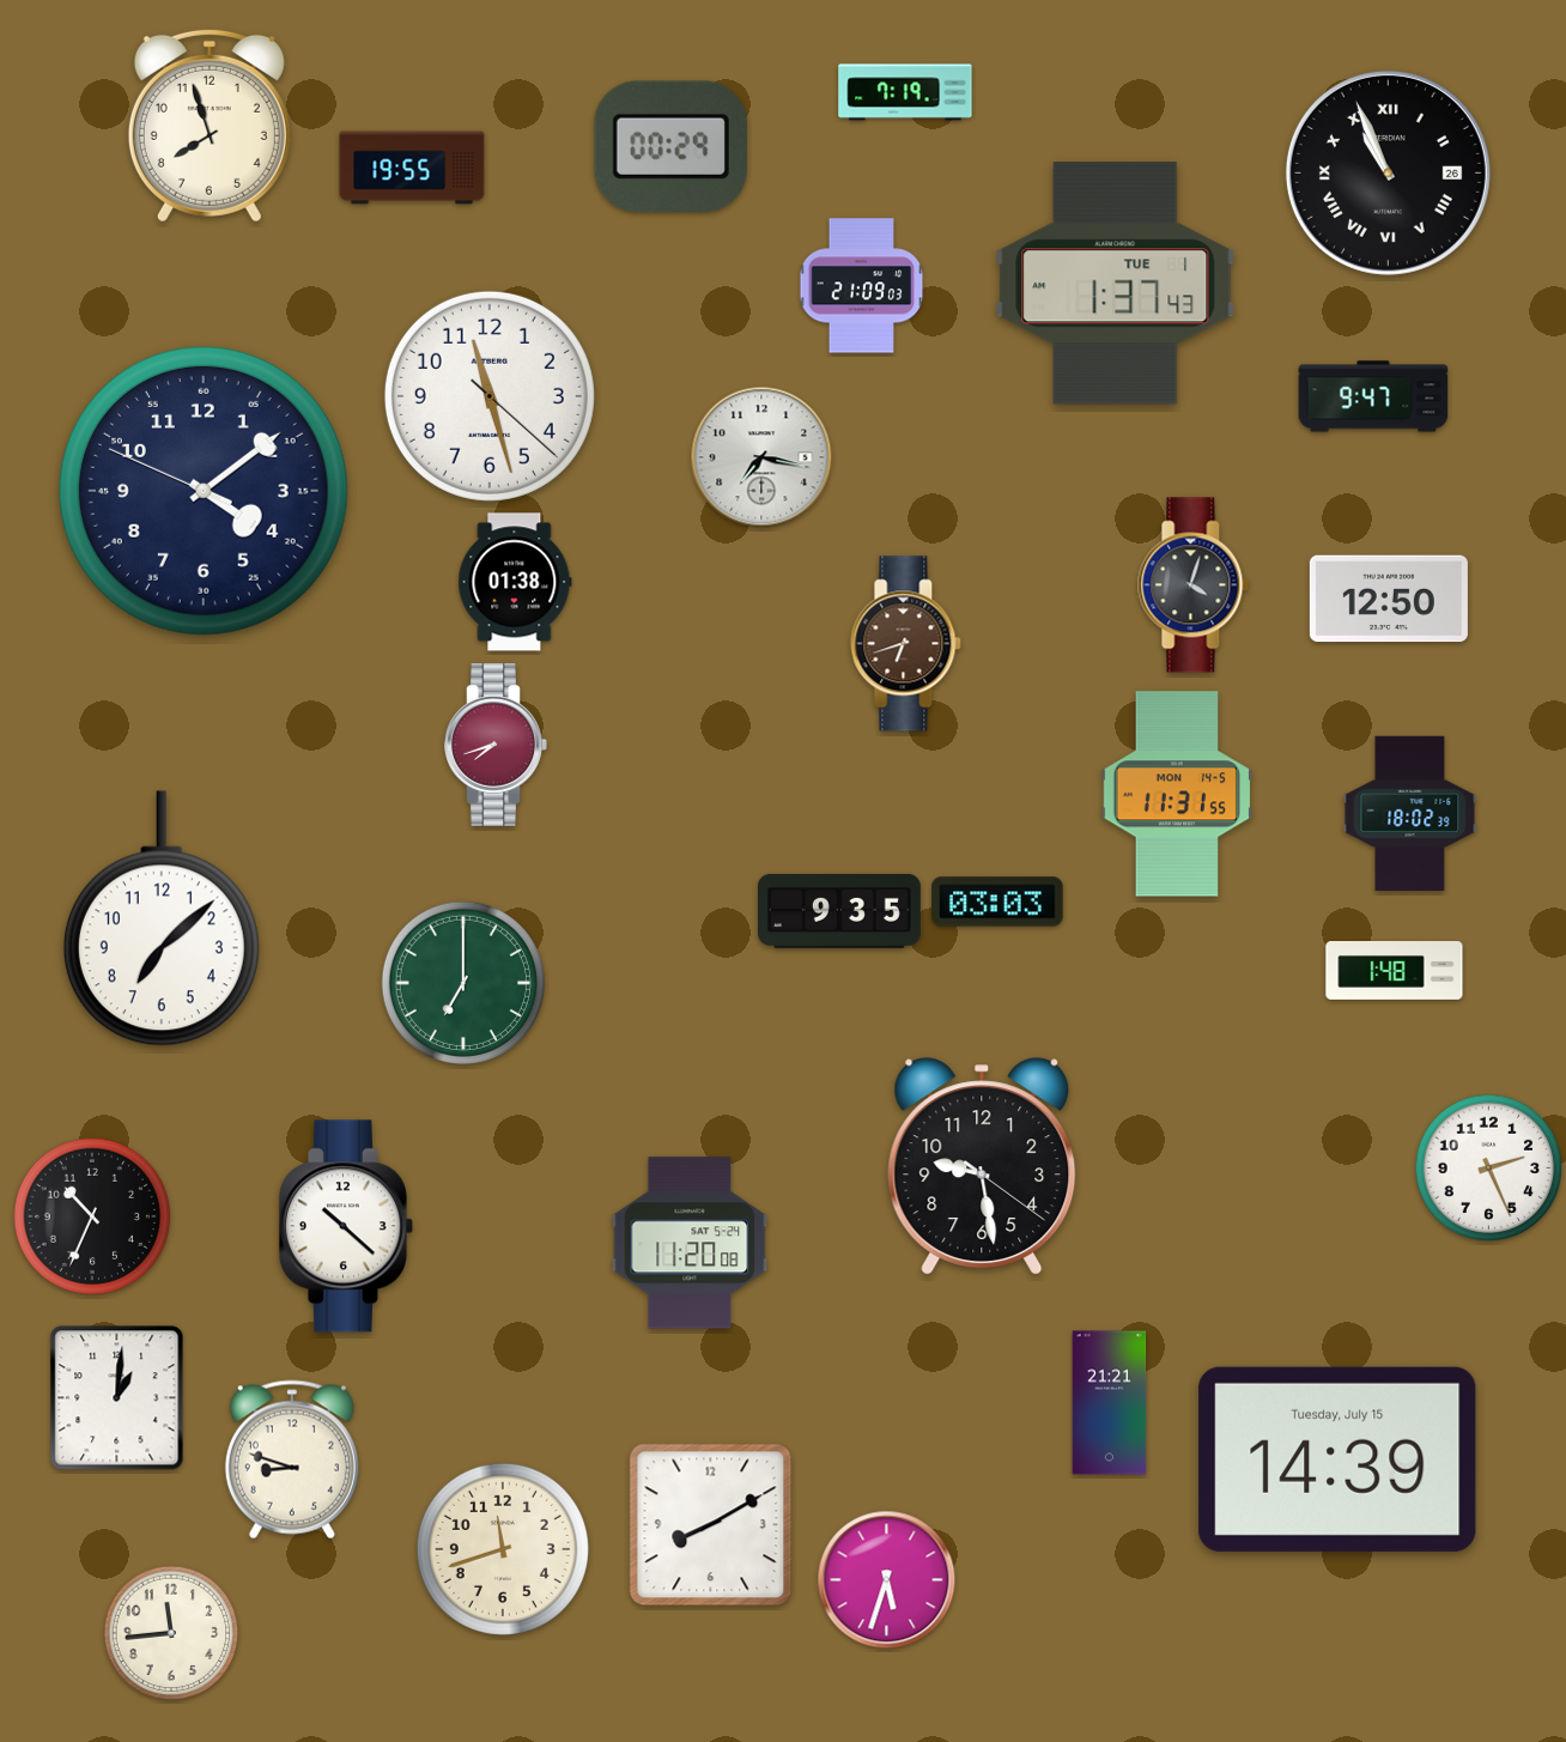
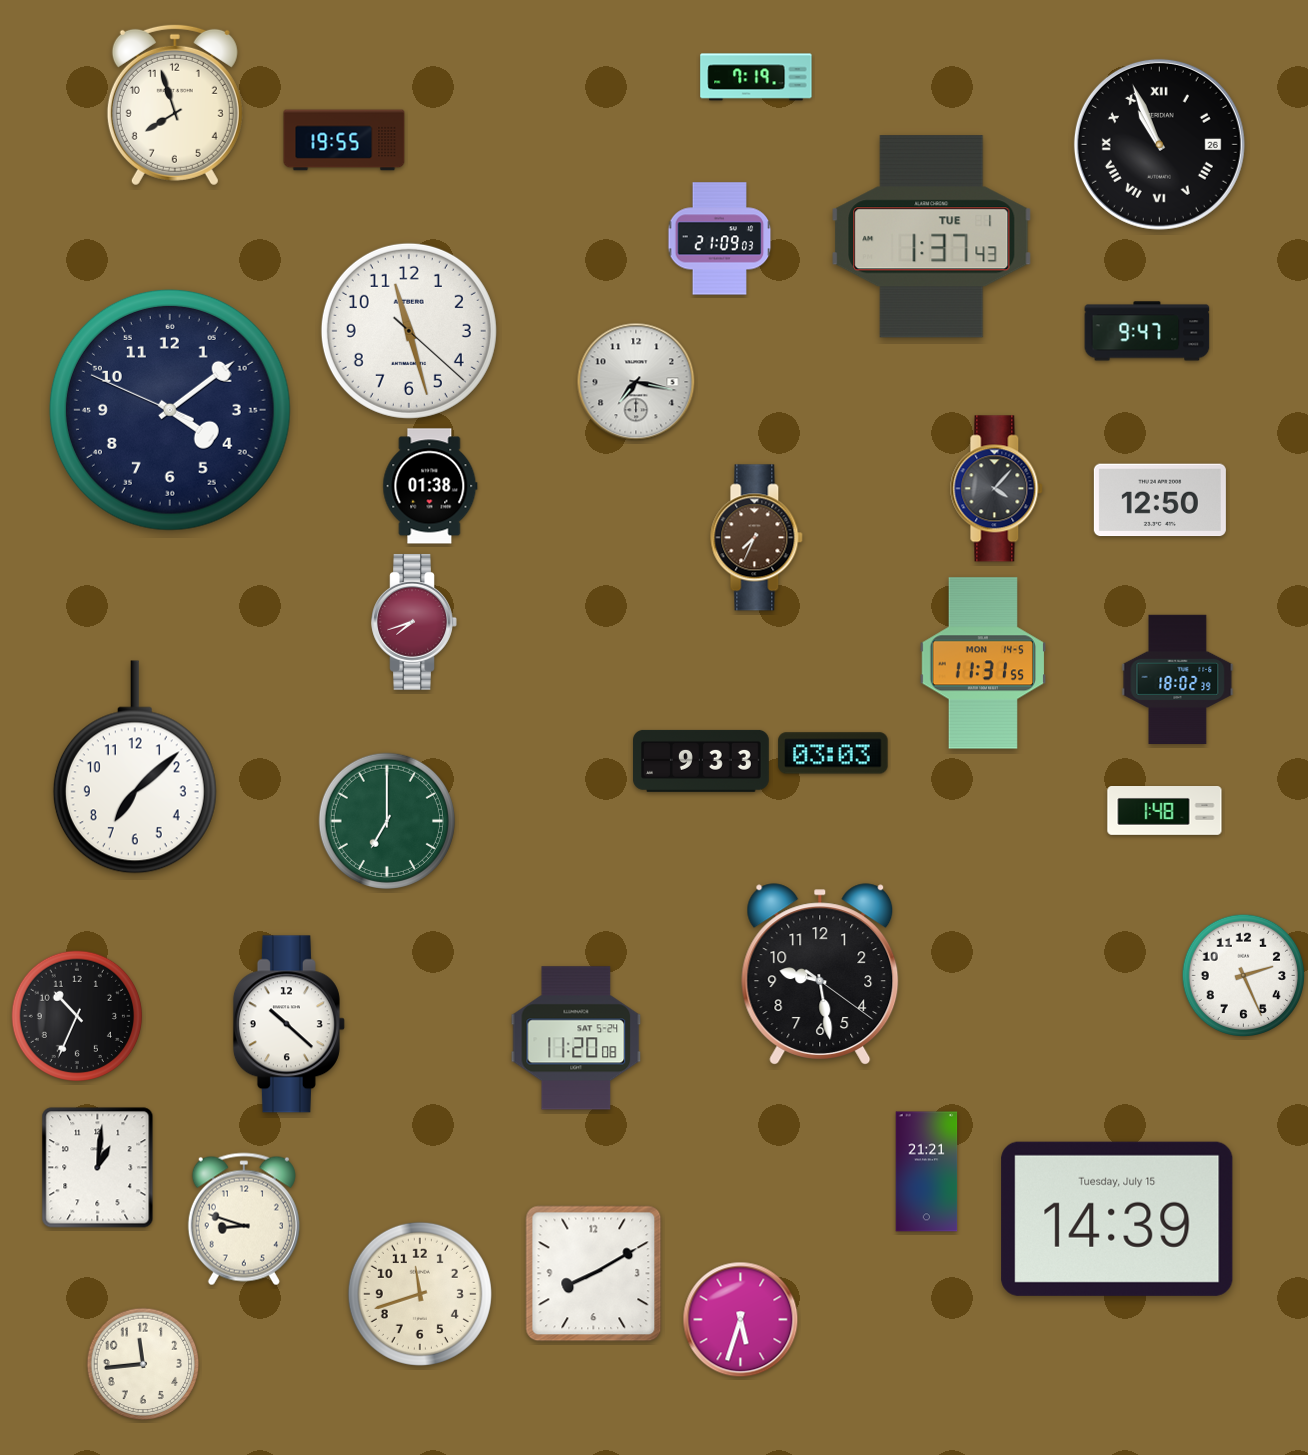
clock at (670, 146): 00:29 -> none
clock at (1194, 585): 4:03 -> 4:07
clock at (906, 644): 6:42 -> 7:34
clock at (840, 911): 9:35 -> 9:33
